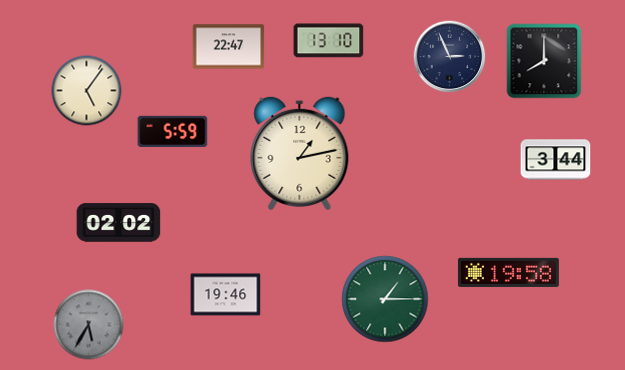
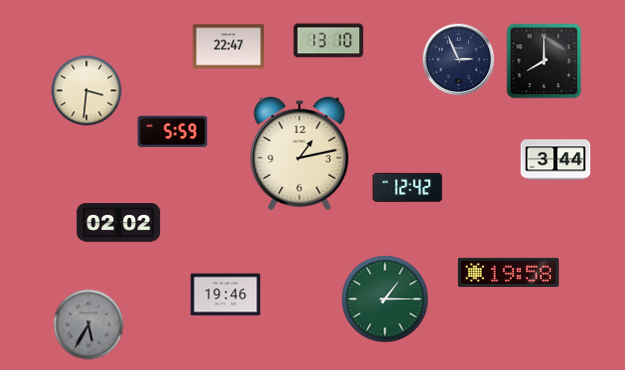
clock at (450, 57) position: (450, 57) -> (459, 60)
clock at (87, 91): 5:06 -> 3:31
clock at (408, 187): none -> 12:42
